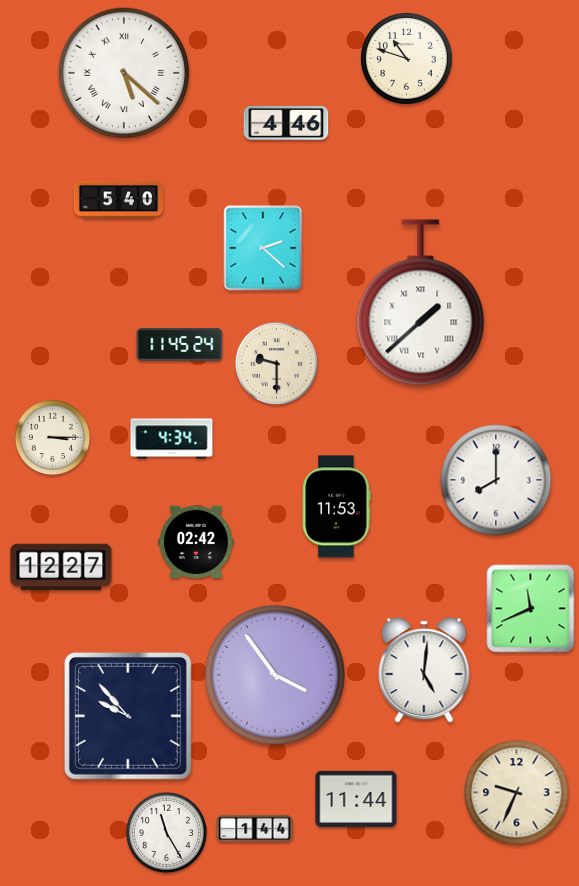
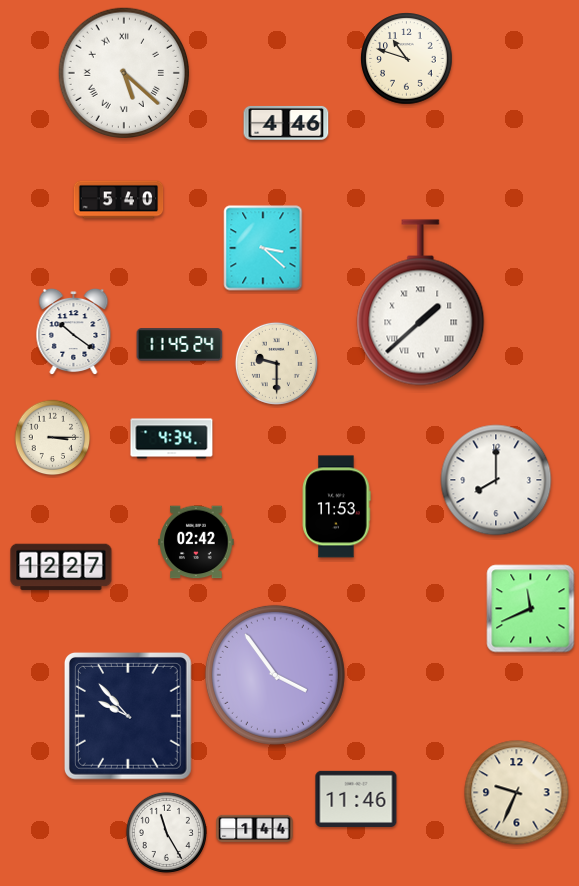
clock at (263, 248): 2:22 -> 3:22
clock at (74, 332): none -> 10:21
clock at (424, 670): 5:01 -> none
clock at (356, 799): 11:44 -> 11:46
